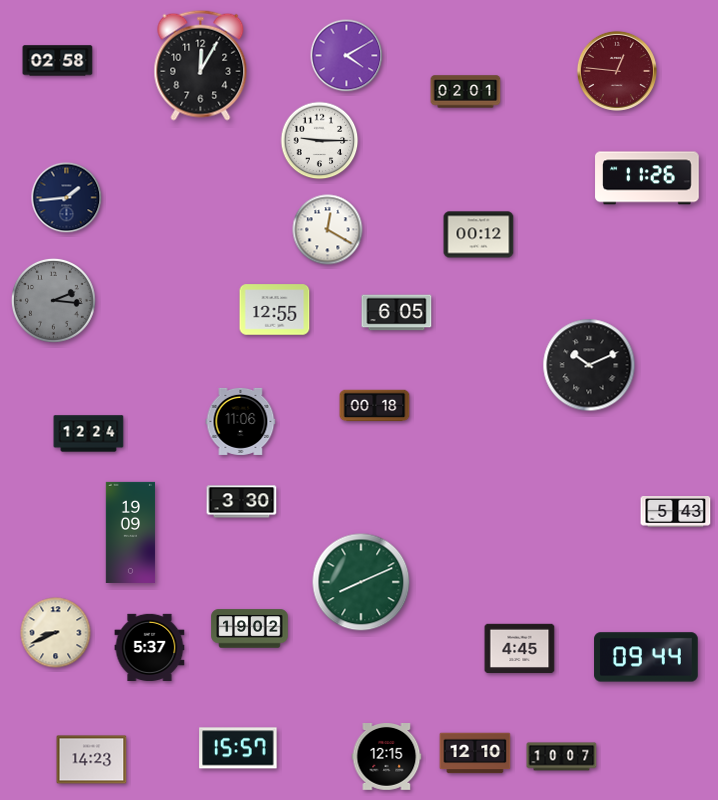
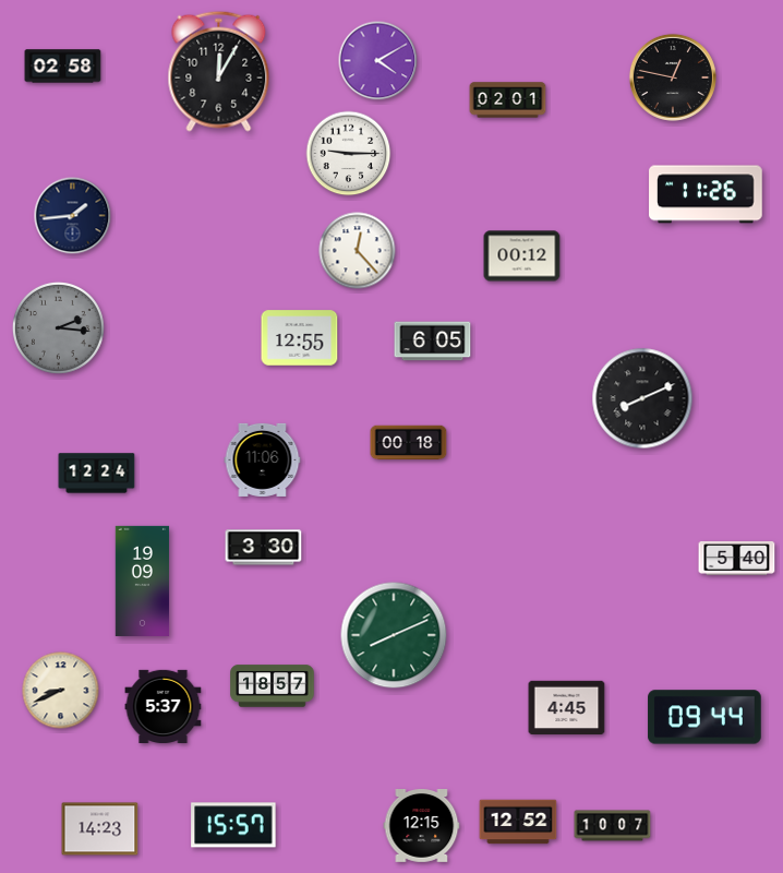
clock at (617, 71): 12:46 -> 12:47
clock at (617, 71) dial: burgundy -> black
clock at (328, 230): 12:20 -> 12:23
clock at (589, 365): 10:11 -> 8:11
clock at (676, 512): 5:43 -> 5:40
clock at (250, 629): 19:02 -> 18:57
clock at (238, 748) position: (238, 748) -> (233, 825)
clock at (475, 753): 12:10 -> 12:52
